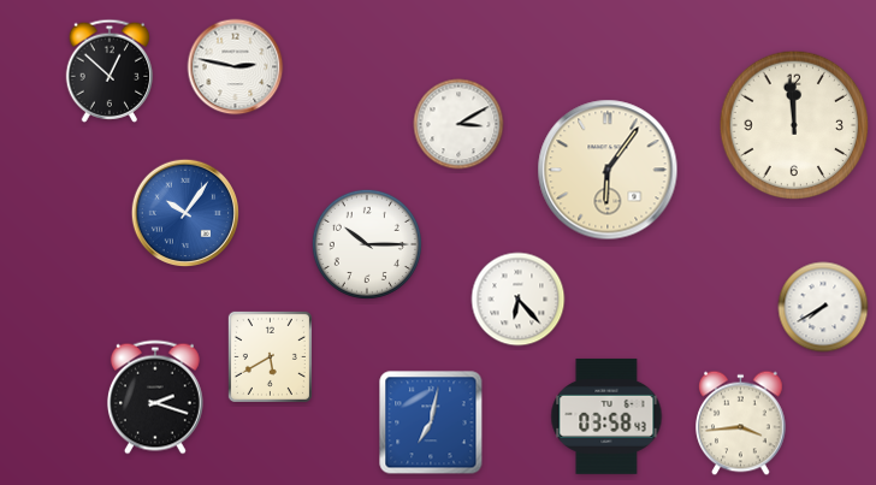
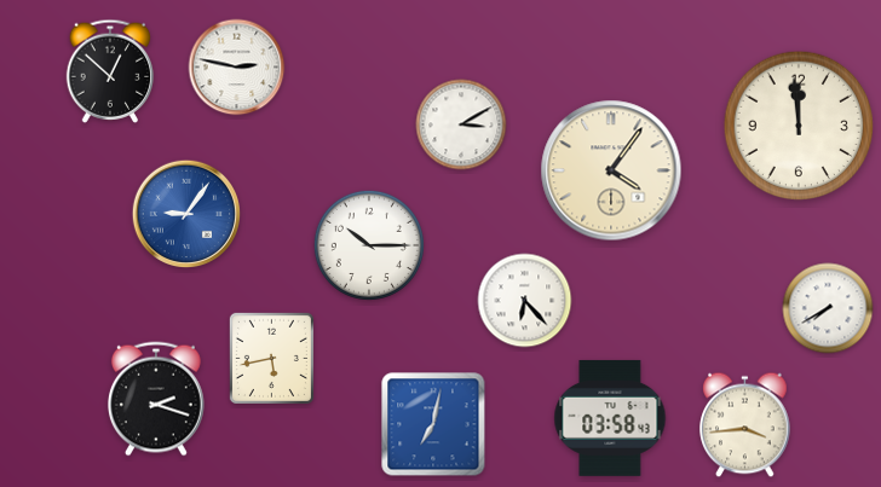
clock at (608, 170): 6:06 -> 4:06
clock at (184, 212): 10:06 -> 9:06
clock at (519, 300) position: (519, 300) -> (525, 301)
clock at (270, 356): 5:40 -> 5:43
